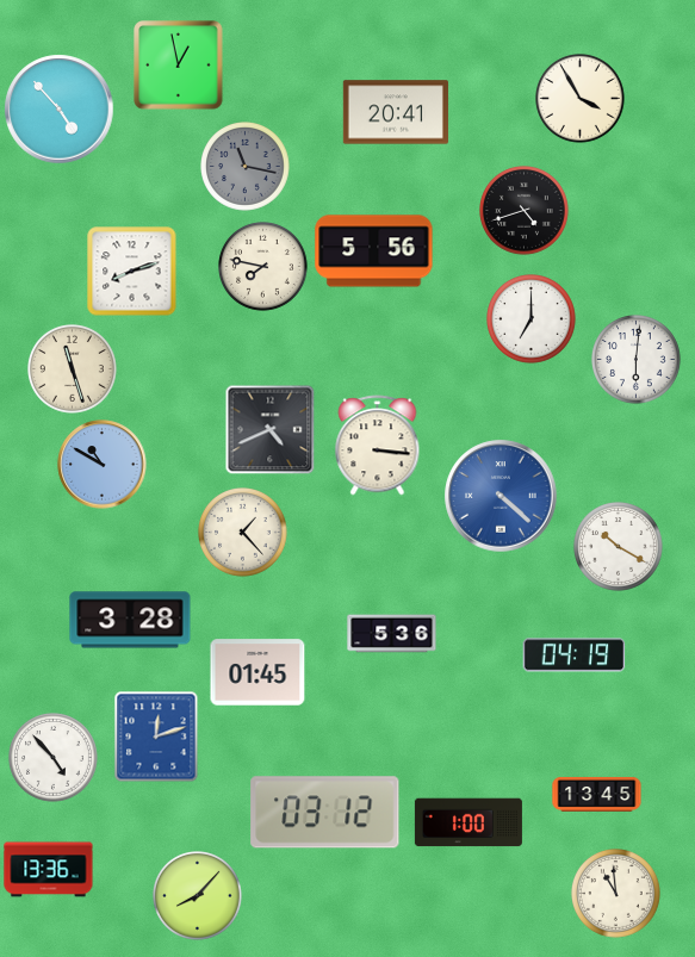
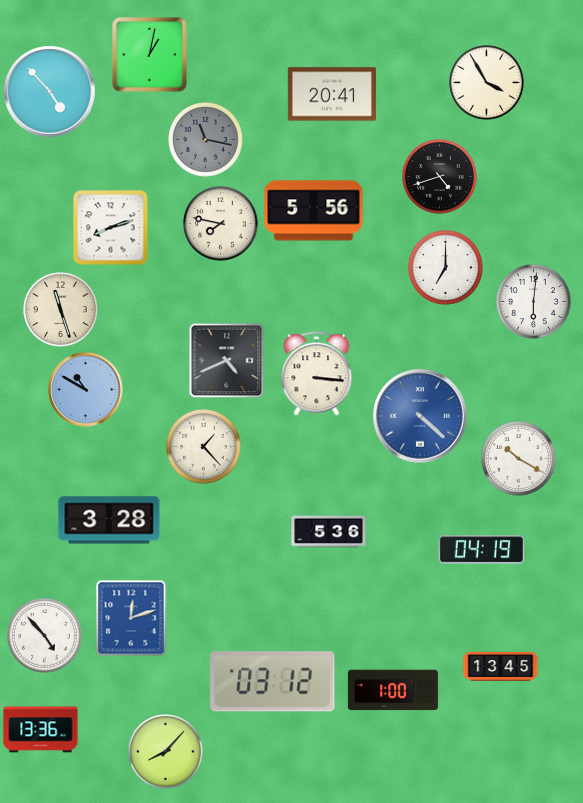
clock at (179, 66): 12:58 -> 1:02
clock at (257, 672): 01:45 -> none
clock at (616, 894): 10:59 -> none
